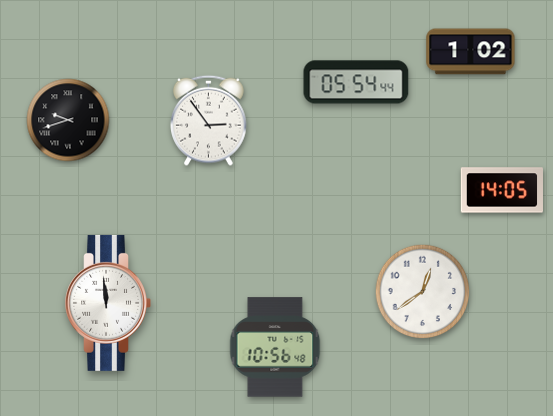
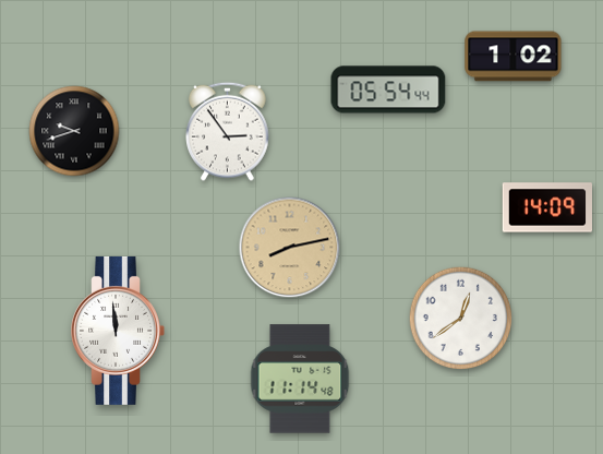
clock at (501, 190): 14:05 -> 14:09
clock at (290, 248): none -> 8:13
clock at (275, 347): 10:56 -> 11:14
